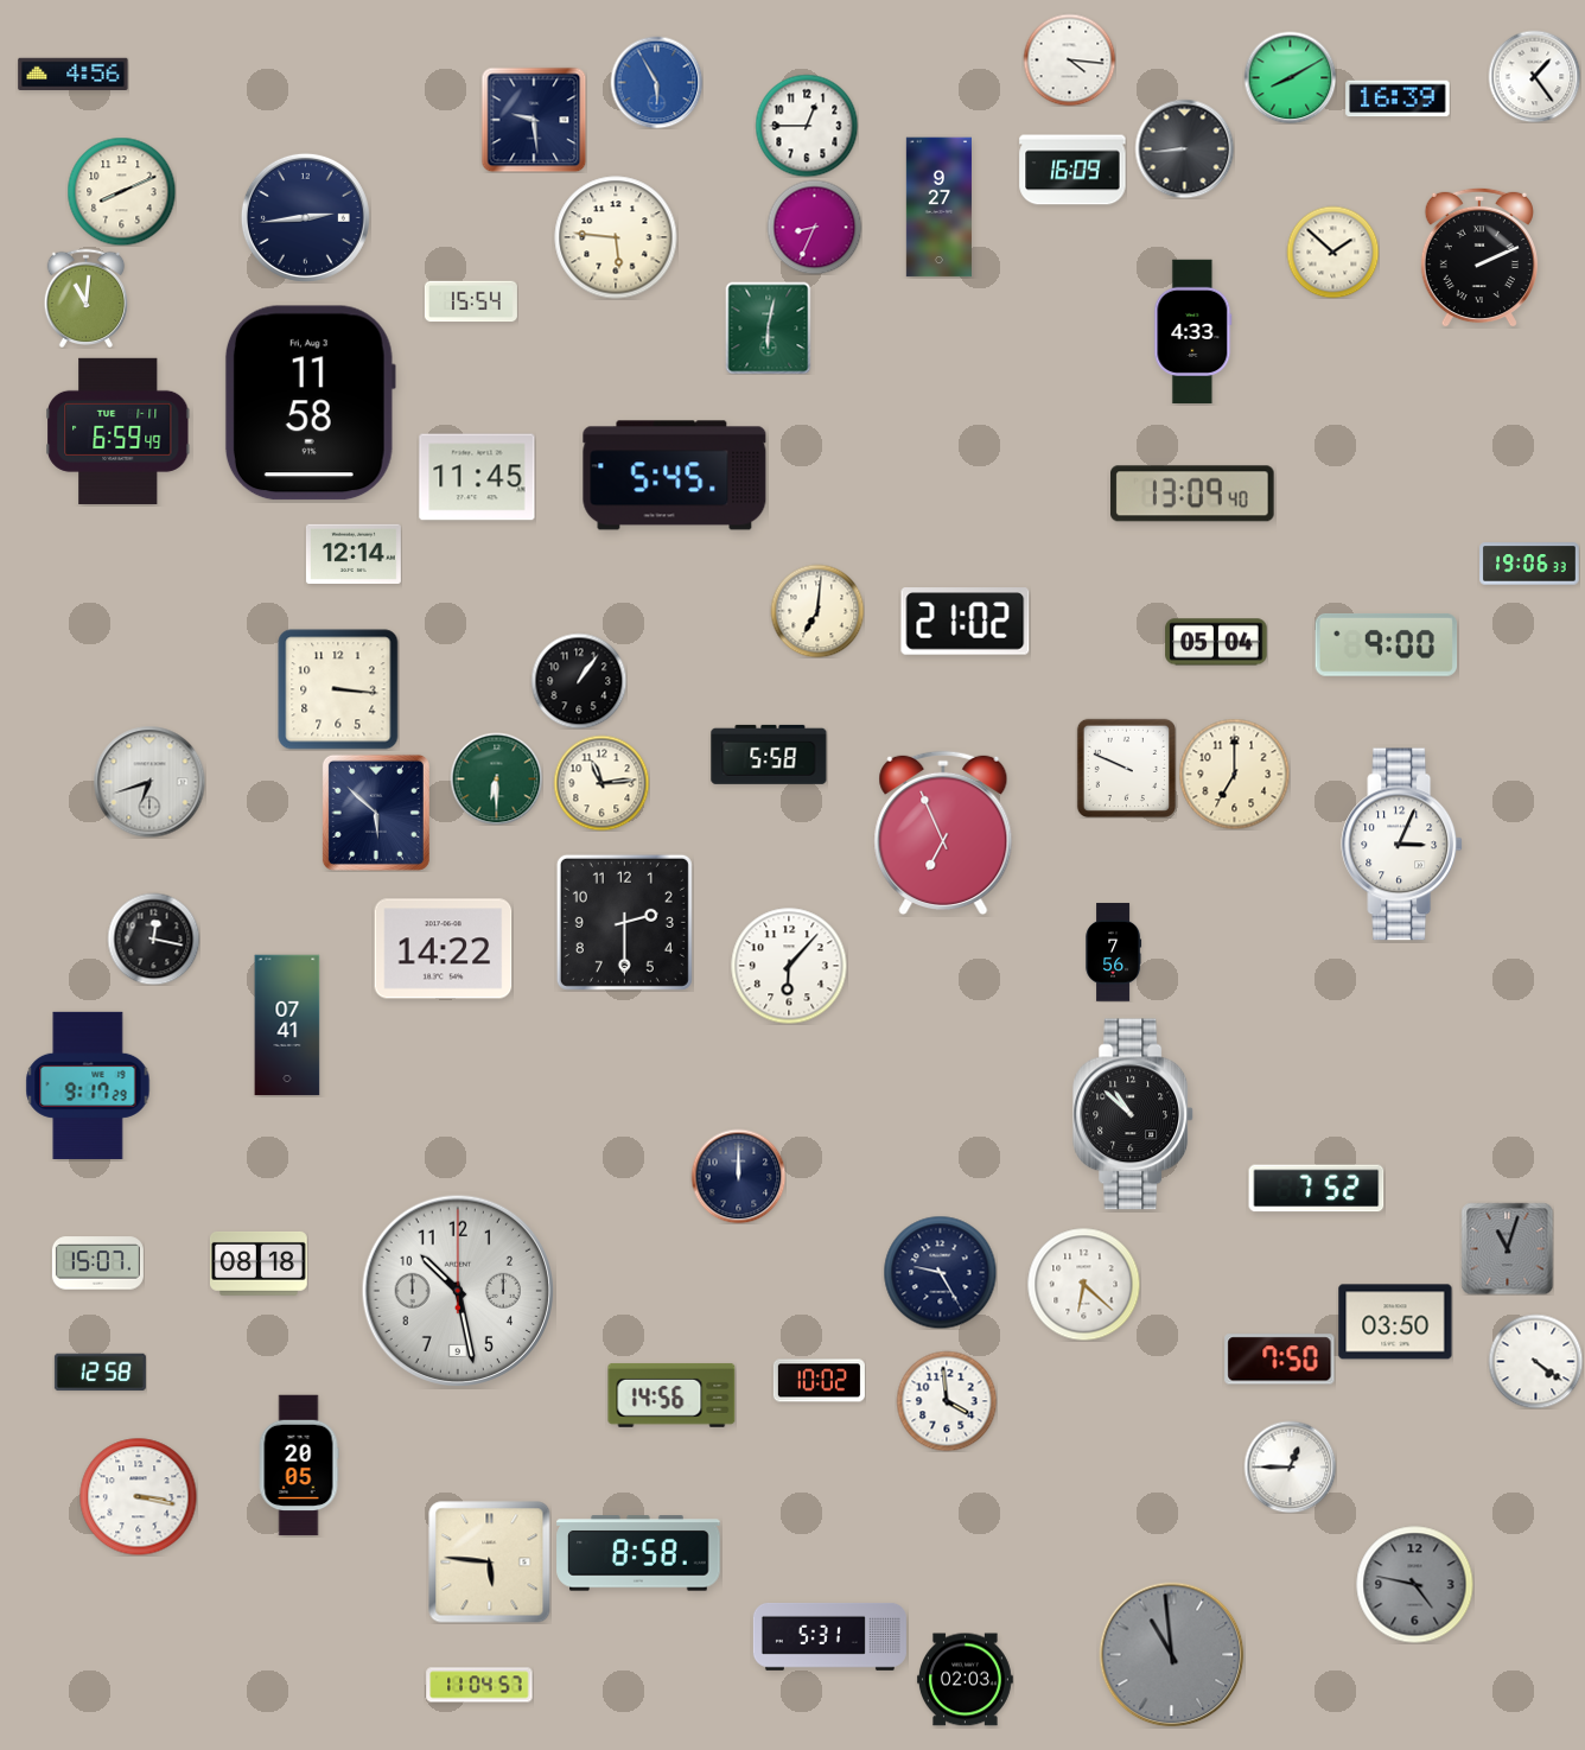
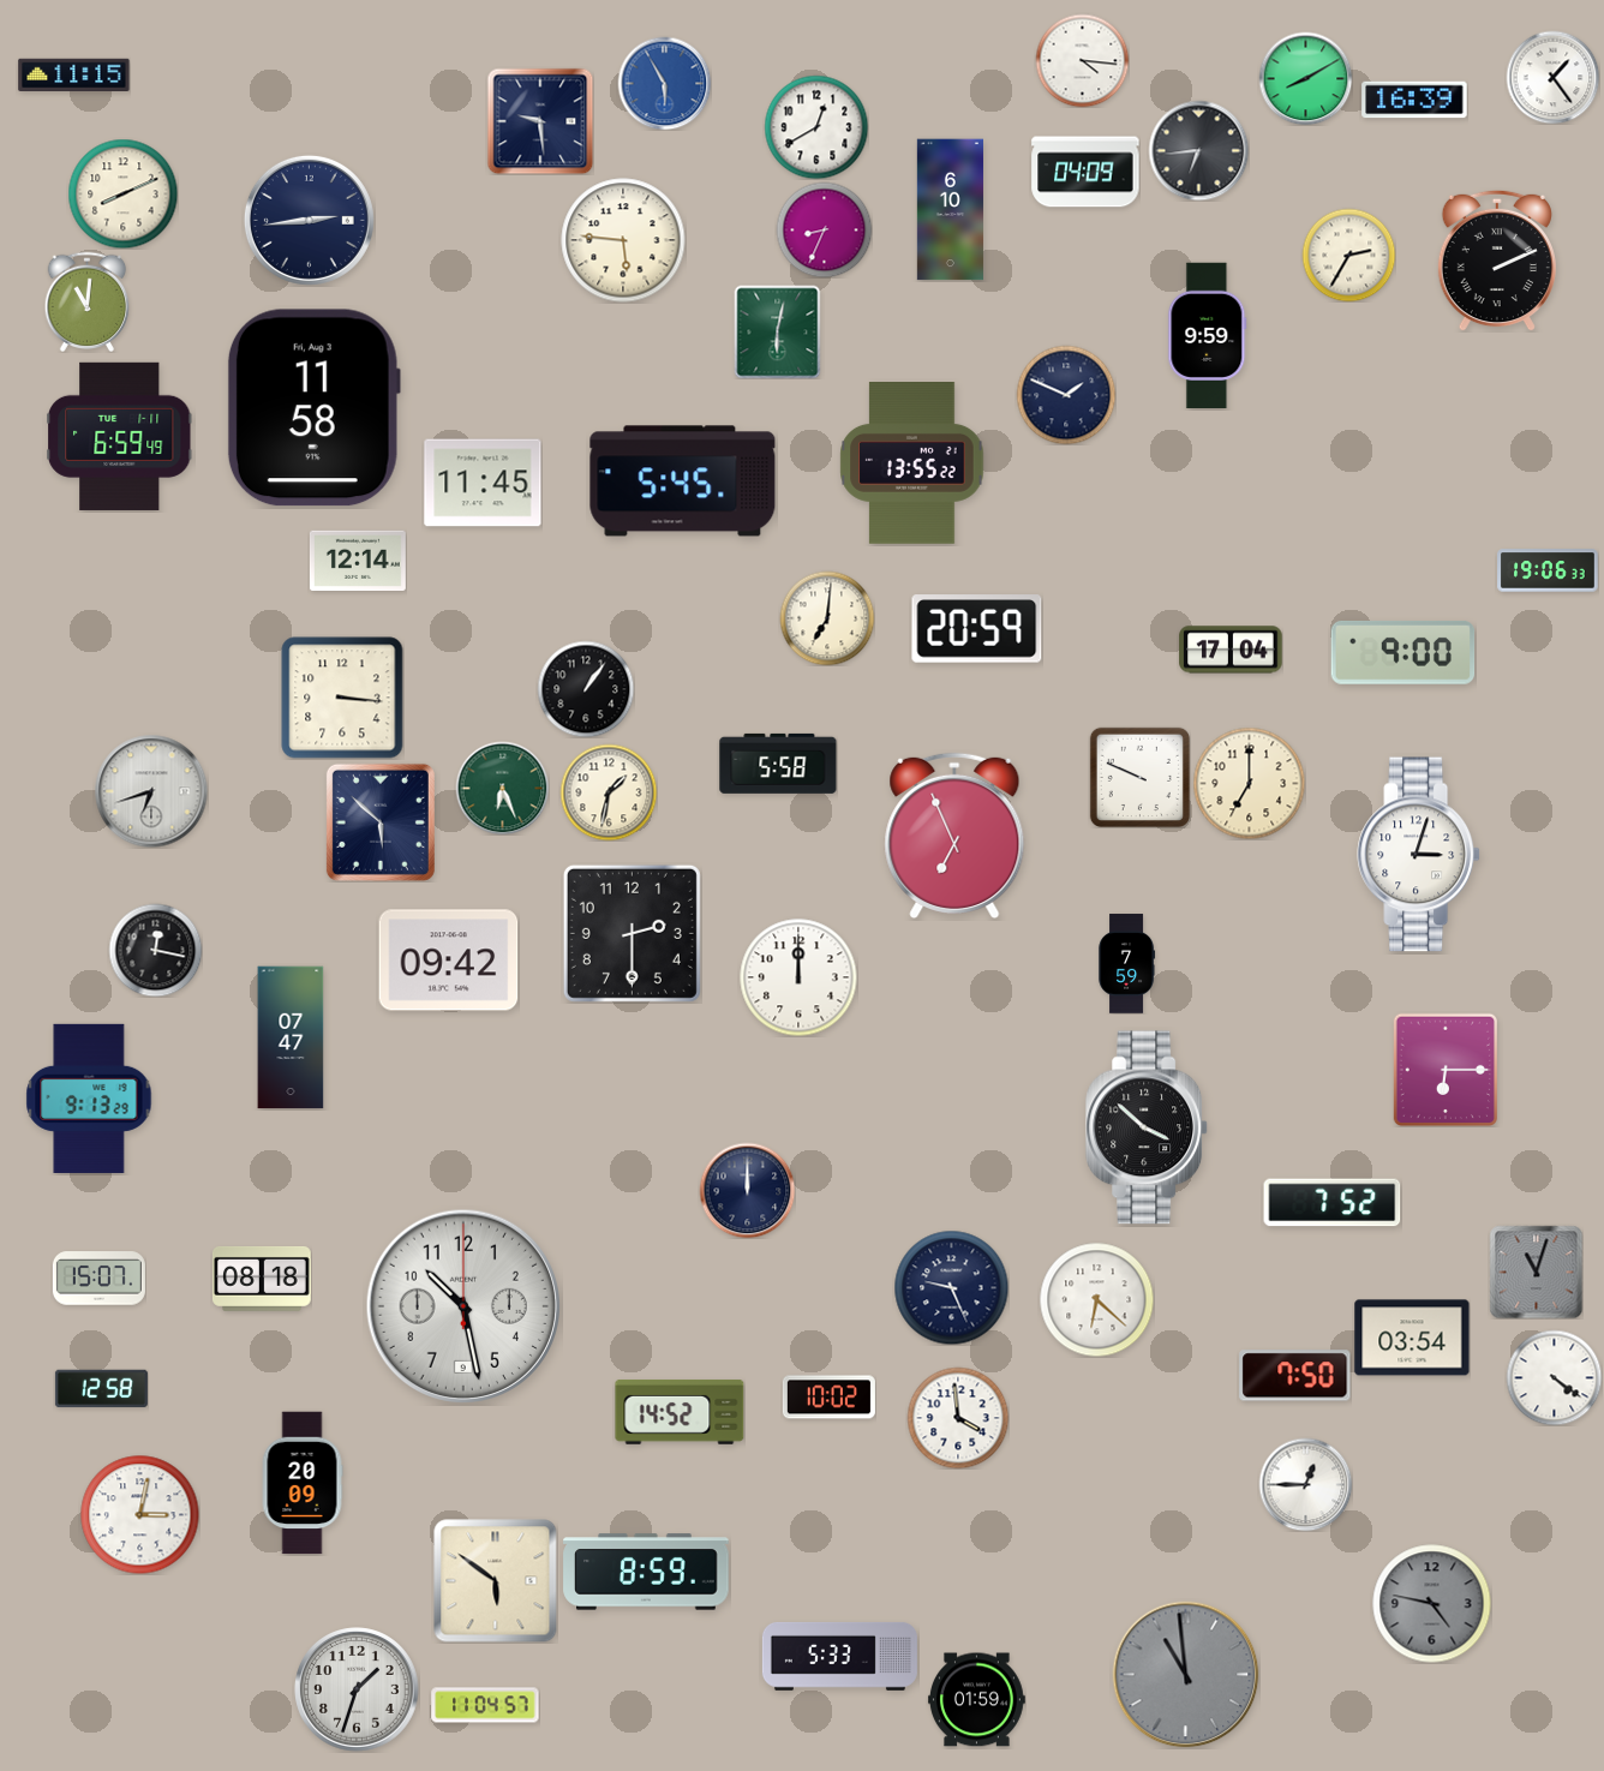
clock at (74, 75): 4:56 -> 11:15
clock at (807, 126): 12:45 -> 12:40
clock at (1184, 148): 8:44 -> 6:44
clock at (1072, 170): 16:09 -> 04:09
clock at (938, 208): 9:27 -> 6:10
clock at (1332, 252): 1:52 -> 2:35
clock at (471, 301): 15:54 -> none
clock at (1193, 332): 4:33 -> 9:59
clock at (1066, 395): none -> 1:49
clock at (912, 463): none -> 13:55
clock at (1193, 494): 13:09 -> none
clock at (966, 622): 21:02 -> 20:59
clock at (1216, 642): 05:04 -> 17:04
clock at (496, 778): 6:30 -> 6:26
clock at (601, 783): 11:14 -> 1:32
clock at (943, 833) position: (943, 833) -> (954, 836)
clock at (1402, 845): 3:04 -> 3:03
clock at (444, 949): 14:22 -> 09:42
clock at (1114, 953): 7:56 -> 7:59
clock at (789, 966): 6:07 -> 12:00
clock at (287, 1025): 07:41 -> 07:47
clock at (1444, 1069): none -> 6:15
clock at (88, 1086): 9:17 -> 9:13
clock at (1134, 1114): 10:52 -> 3:52
clock at (1507, 1248) position: (1507, 1248) -> (1536, 1272)
clock at (940, 1272): 9:25 -> 9:26
clock at (1395, 1322): 03:50 -> 03:54
clock at (671, 1395): 14:56 -> 14:52
clock at (299, 1465): 20:05 -> 20:09
clock at (139, 1497): 3:17 -> 3:02
clock at (638, 1553): 8:58 -> 8:59
clock at (490, 1563): 5:46 -> 5:51
clock at (829, 1636): 5:31 -> 5:33
clock at (357, 1689): none -> 1:33
clock at (965, 1680): 02:03 -> 01:59
